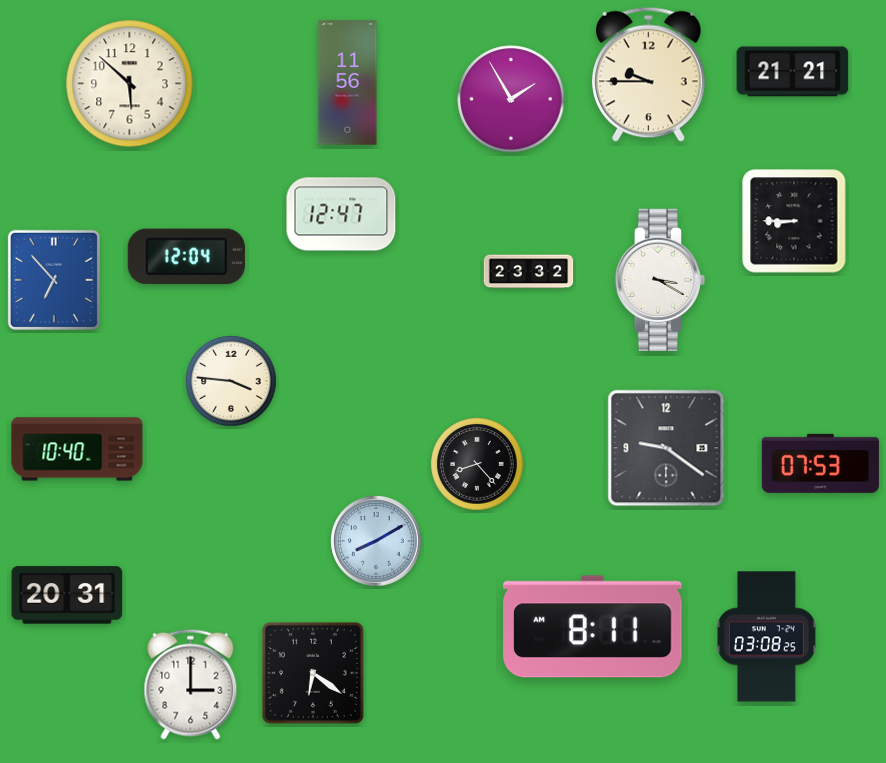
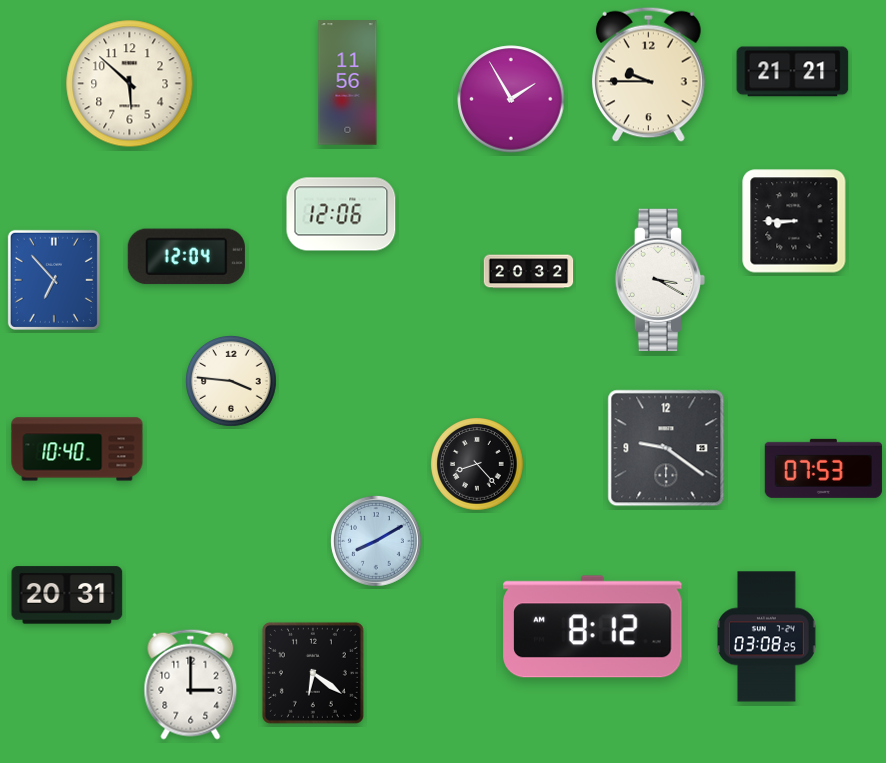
clock at (341, 214): 12:47 -> 12:06
clock at (529, 272): 23:32 -> 20:32
clock at (820, 463) position: (820, 463) -> (823, 468)
clock at (593, 627): 8:11 -> 8:12
